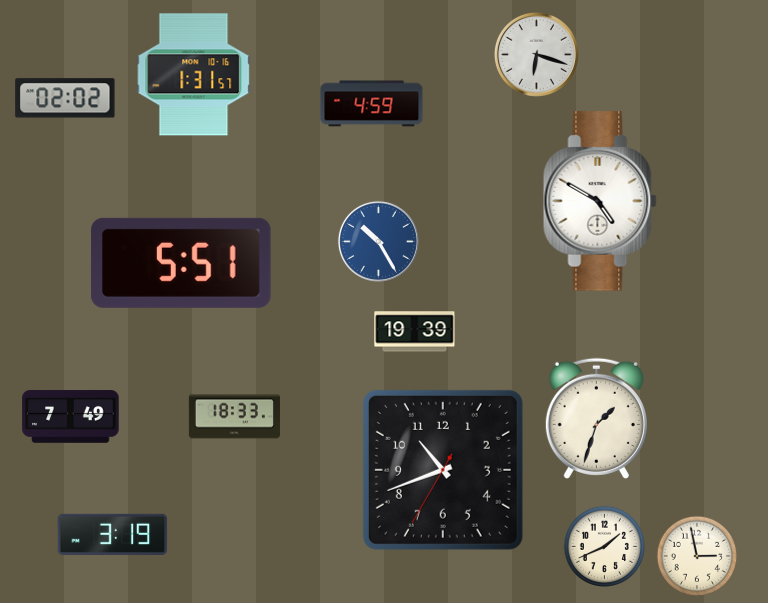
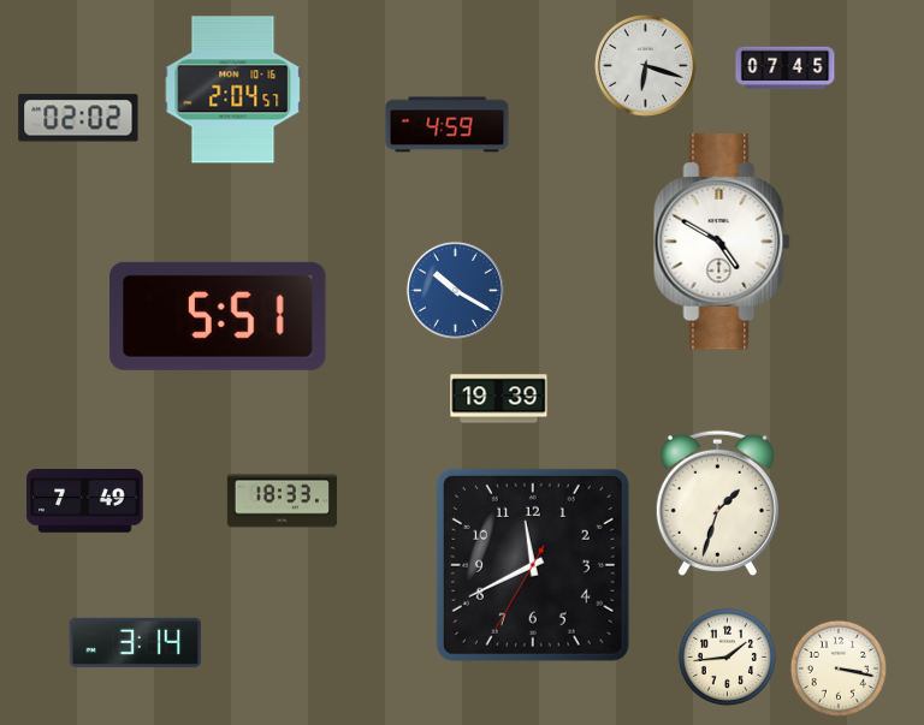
clock at (786, 69): none -> 07:45
clock at (194, 75): 1:31 -> 2:04
clock at (378, 241): 10:25 -> 10:20
clock at (443, 470): 10:41 -> 11:40
clock at (113, 534): 3:19 -> 3:14
clock at (604, 546): 1:41 -> 1:44
clock at (697, 556): 2:58 -> 3:17
